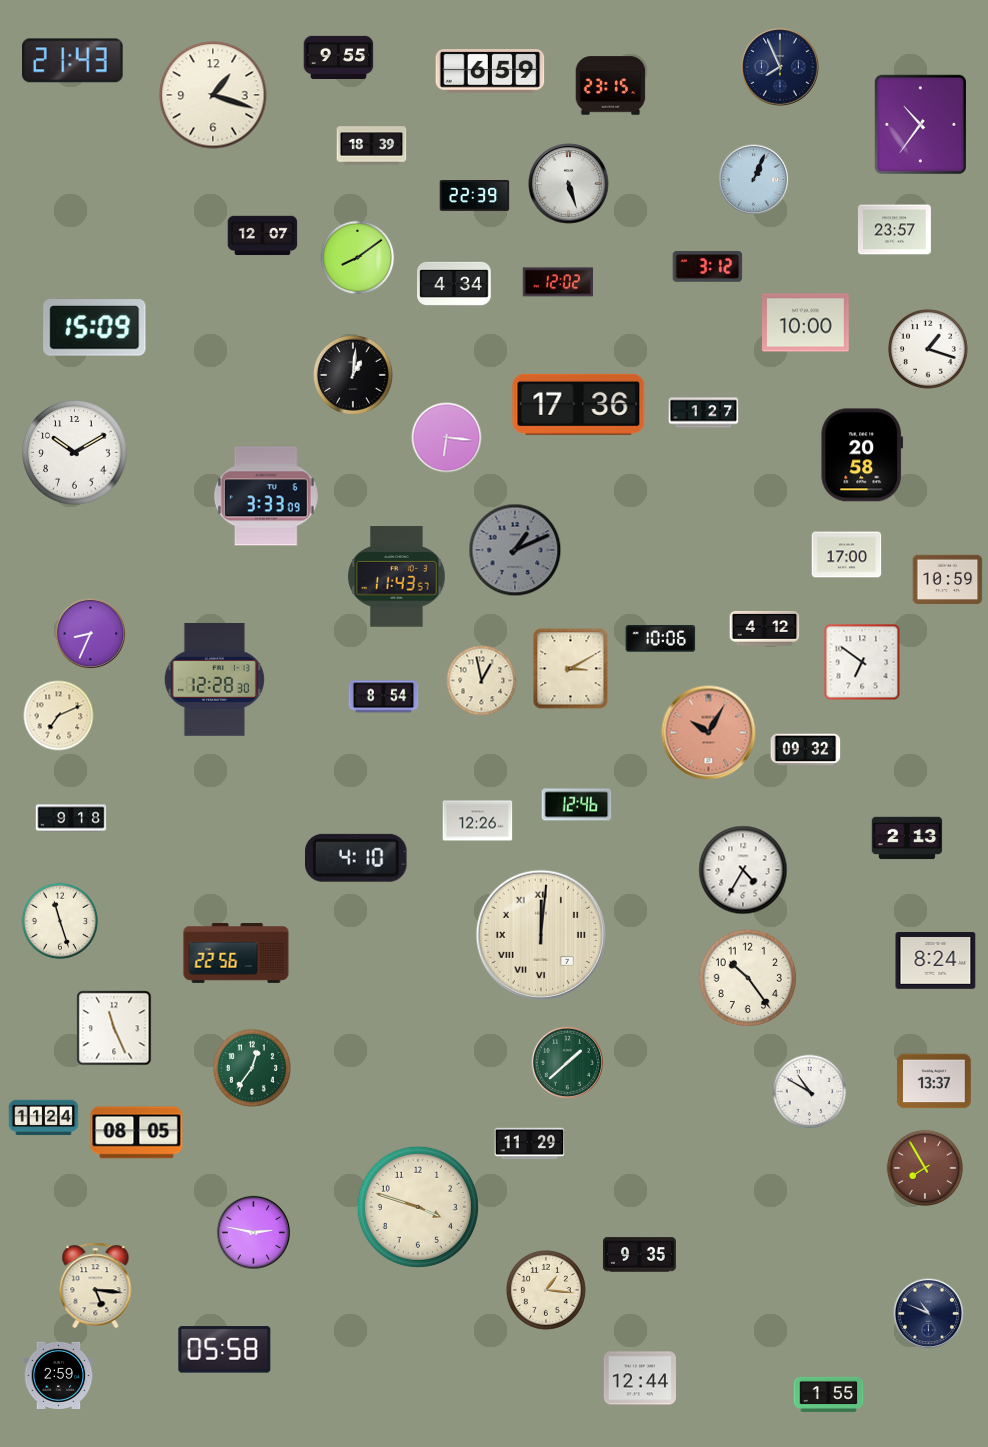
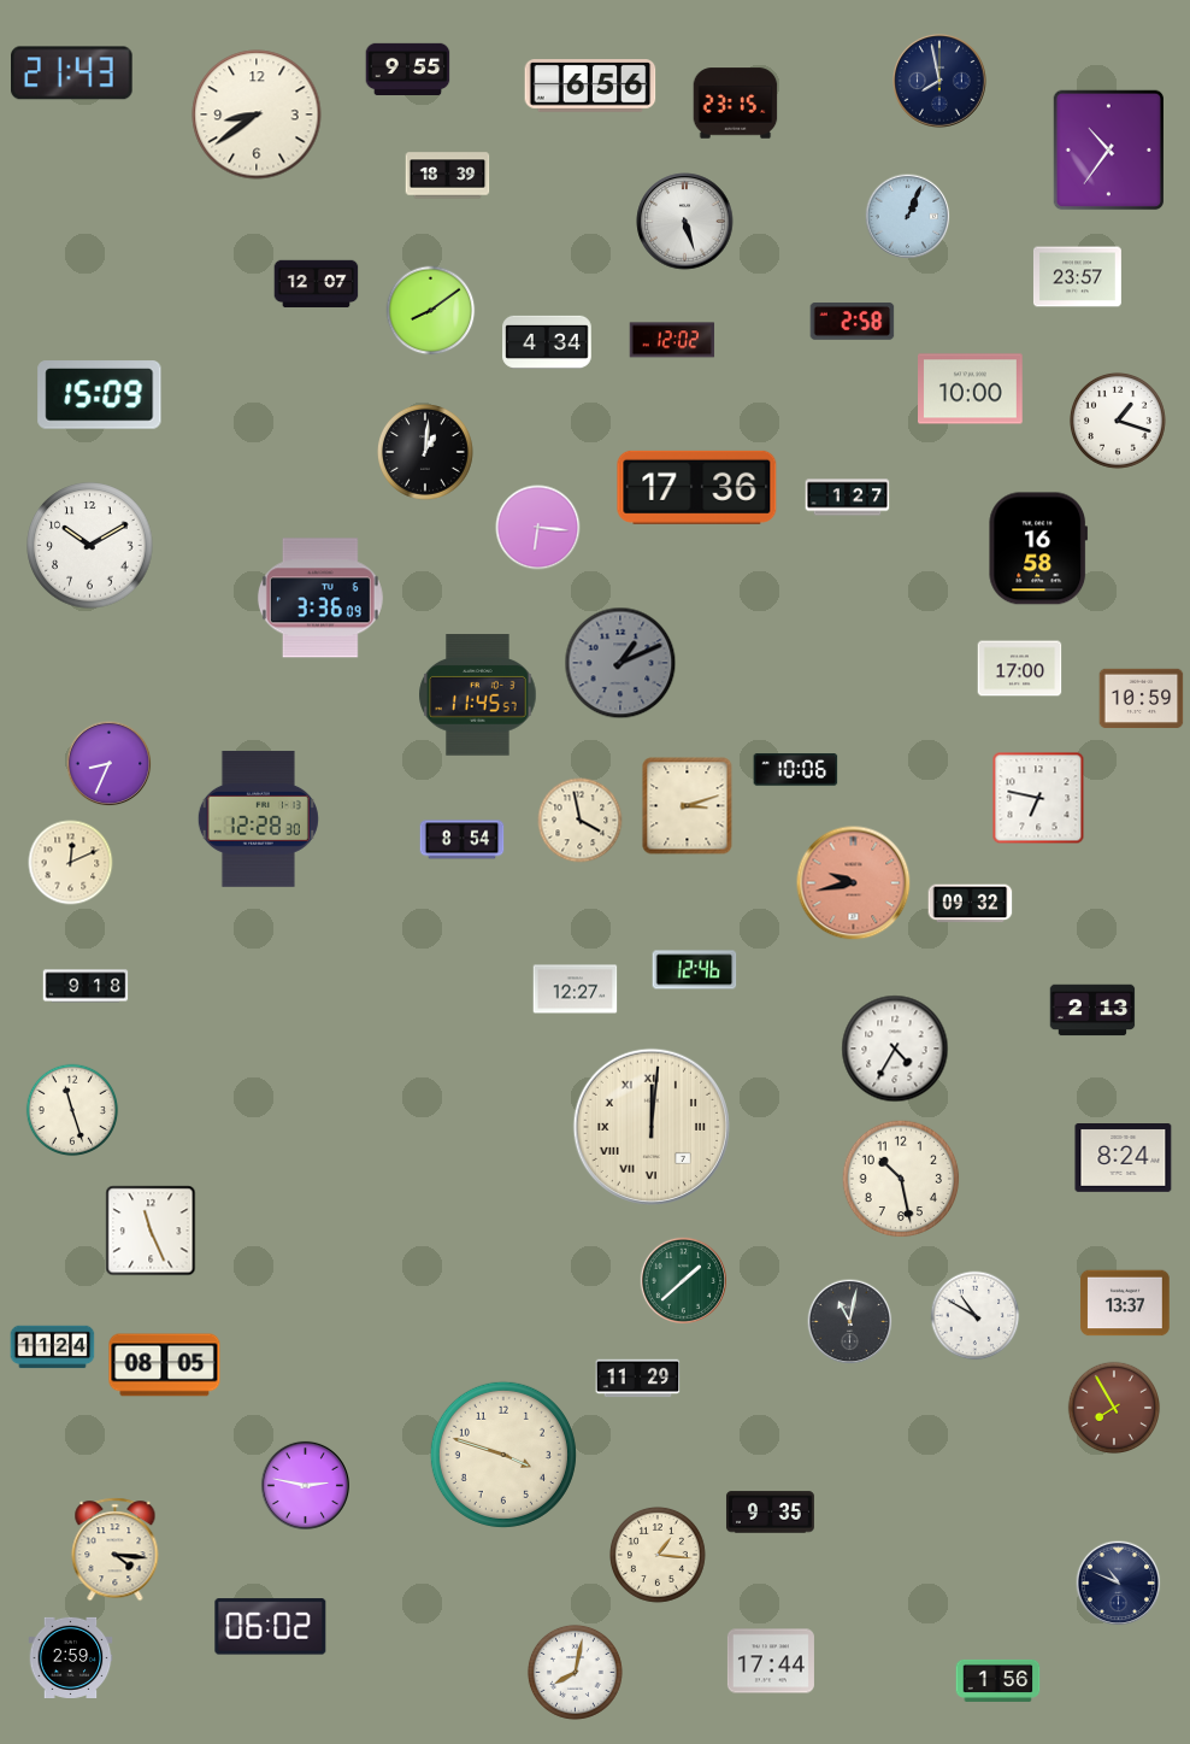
clock at (73, 61) position: (73, 61) -> (72, 74)
clock at (780, 67): 7:56 -> 7:58
clock at (490, 71): 6:59 -> 6:56
clock at (213, 95): 1:18 -> 8:39
clock at (475, 196): 22:39 -> none
clock at (708, 267): 3:12 -> 2:58
clock at (95, 328) position: (95, 328) -> (100, 395)
clock at (862, 455): 20:58 -> 16:58
clock at (266, 496): 3:33 -> 3:36
clock at (397, 577): 11:43 -> 11:45
clock at (765, 628): 4:12 -> none
clock at (862, 662): 6:51 -> 6:47
clock at (571, 669): 3:10 -> 3:12
clock at (482, 681): 12:58 -> 3:58
clock at (59, 716): 7:11 -> 12:11
clock at (709, 733): 10:05 -> 9:43
clock at (478, 821): 12:26 -> 12:27
clock at (357, 858): 4:10 -> none
clock at (236, 954): 22:56 -> none
clock at (936, 961) position: (936, 961) -> (1124, 1158)
clock at (748, 978): 10:24 -> 10:28
clock at (114, 1028) position: (114, 1028) -> (151, 1231)
clock at (252, 1068): 12:36 -> none
clock at (850, 1322): none -> 11:02
clock at (96, 1286): 5:16 -> 4:16
clock at (225, 1350): 05:58 -> 06:02
clock at (640, 1378): 12:44 -> 17:44
clock at (575, 1672): none -> 8:02
clock at (829, 1394): 1:55 -> 1:56
